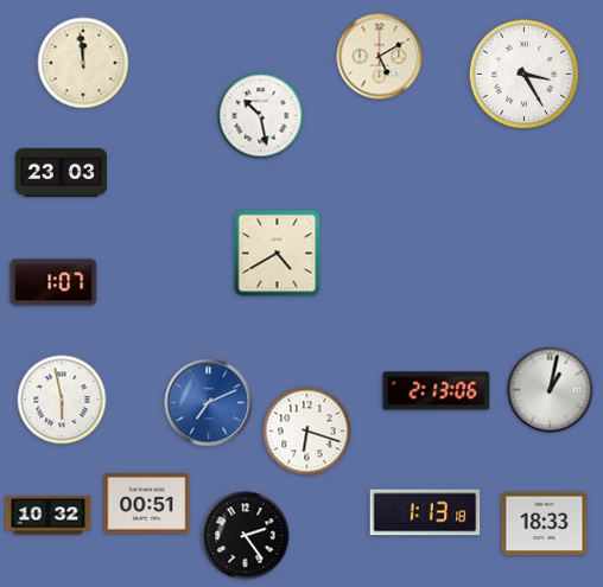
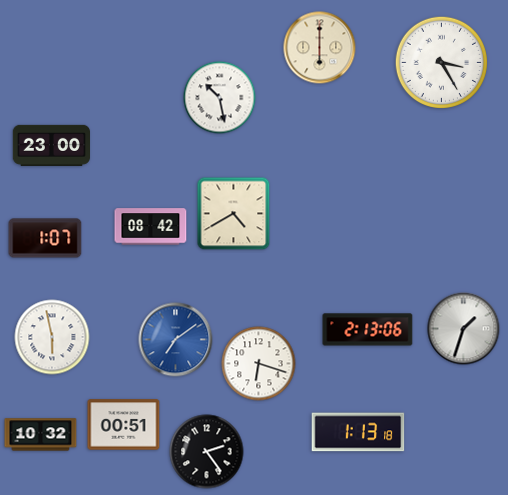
clock at (380, 57): 5:10 -> 6:00
clock at (83, 63): 11:59 -> none
clock at (61, 172): 23:03 -> 23:00
clock at (151, 227): none -> 08:42
clock at (551, 390): 1:02 -> 1:33
clock at (209, 403): 7:11 -> 7:09
clock at (545, 524): 18:33 -> none
